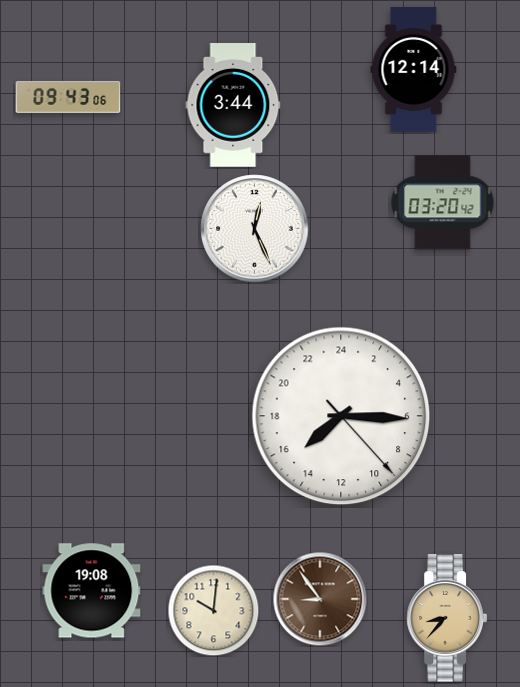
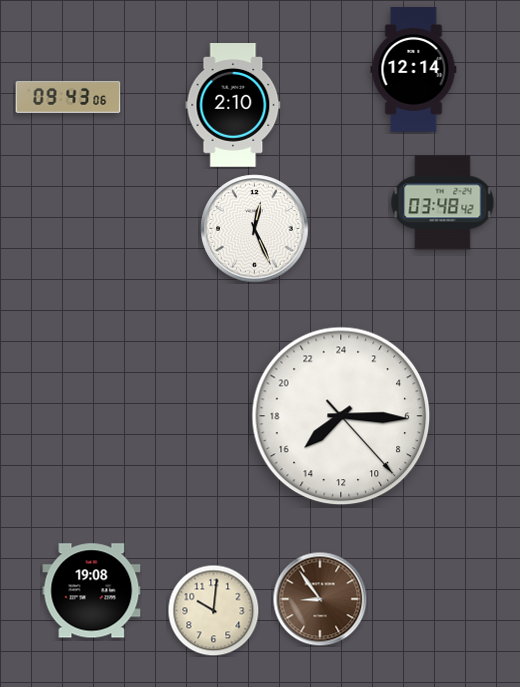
clock at (233, 106): 3:44 -> 2:10
clock at (443, 203): 03:20 -> 03:48
clock at (446, 618): 8:37 -> none
